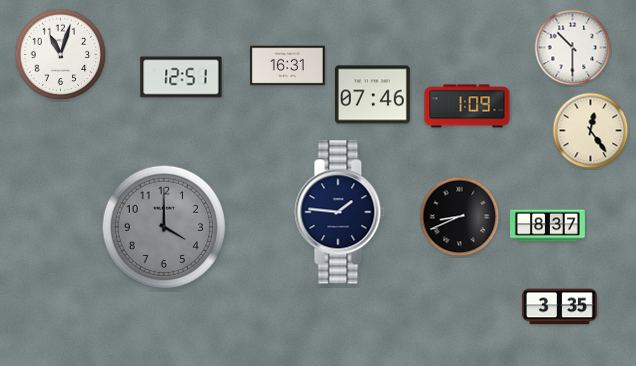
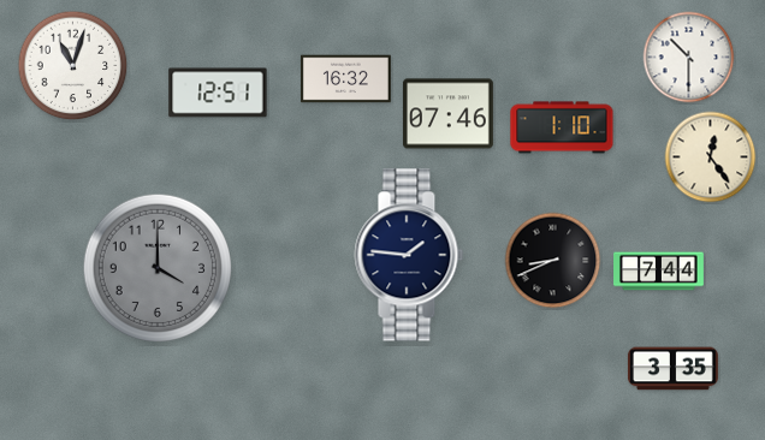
clock at (287, 66): 16:31 -> 16:32
clock at (467, 106): 1:09 -> 1:10
clock at (163, 226) position: (163, 226) -> (156, 267)
clock at (548, 226): 8:37 -> 7:44
